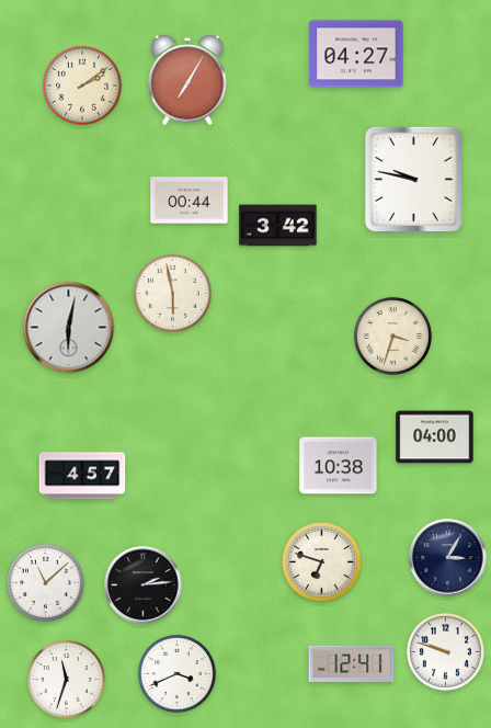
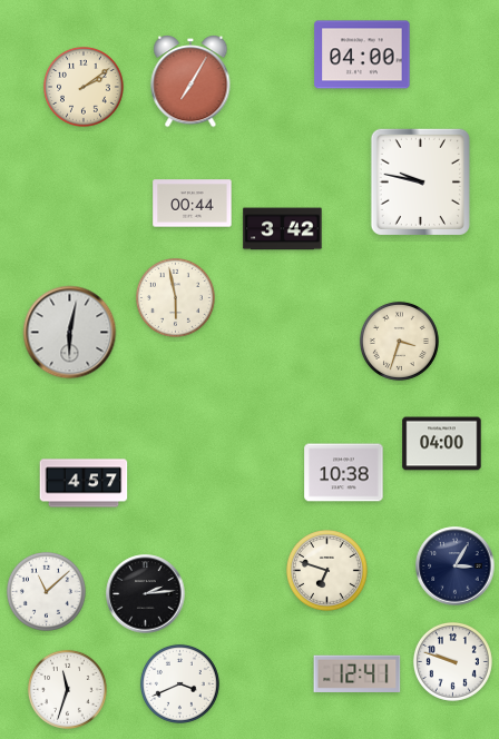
clock at (356, 54): 04:27 -> 04:00
